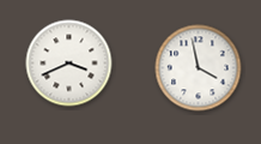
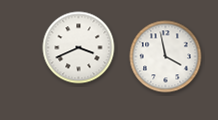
clock at (69, 64) position: (69, 64) -> (79, 48)
